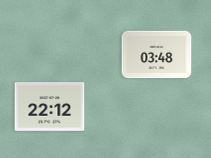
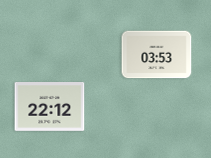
clock at (157, 55): 03:48 -> 03:53
